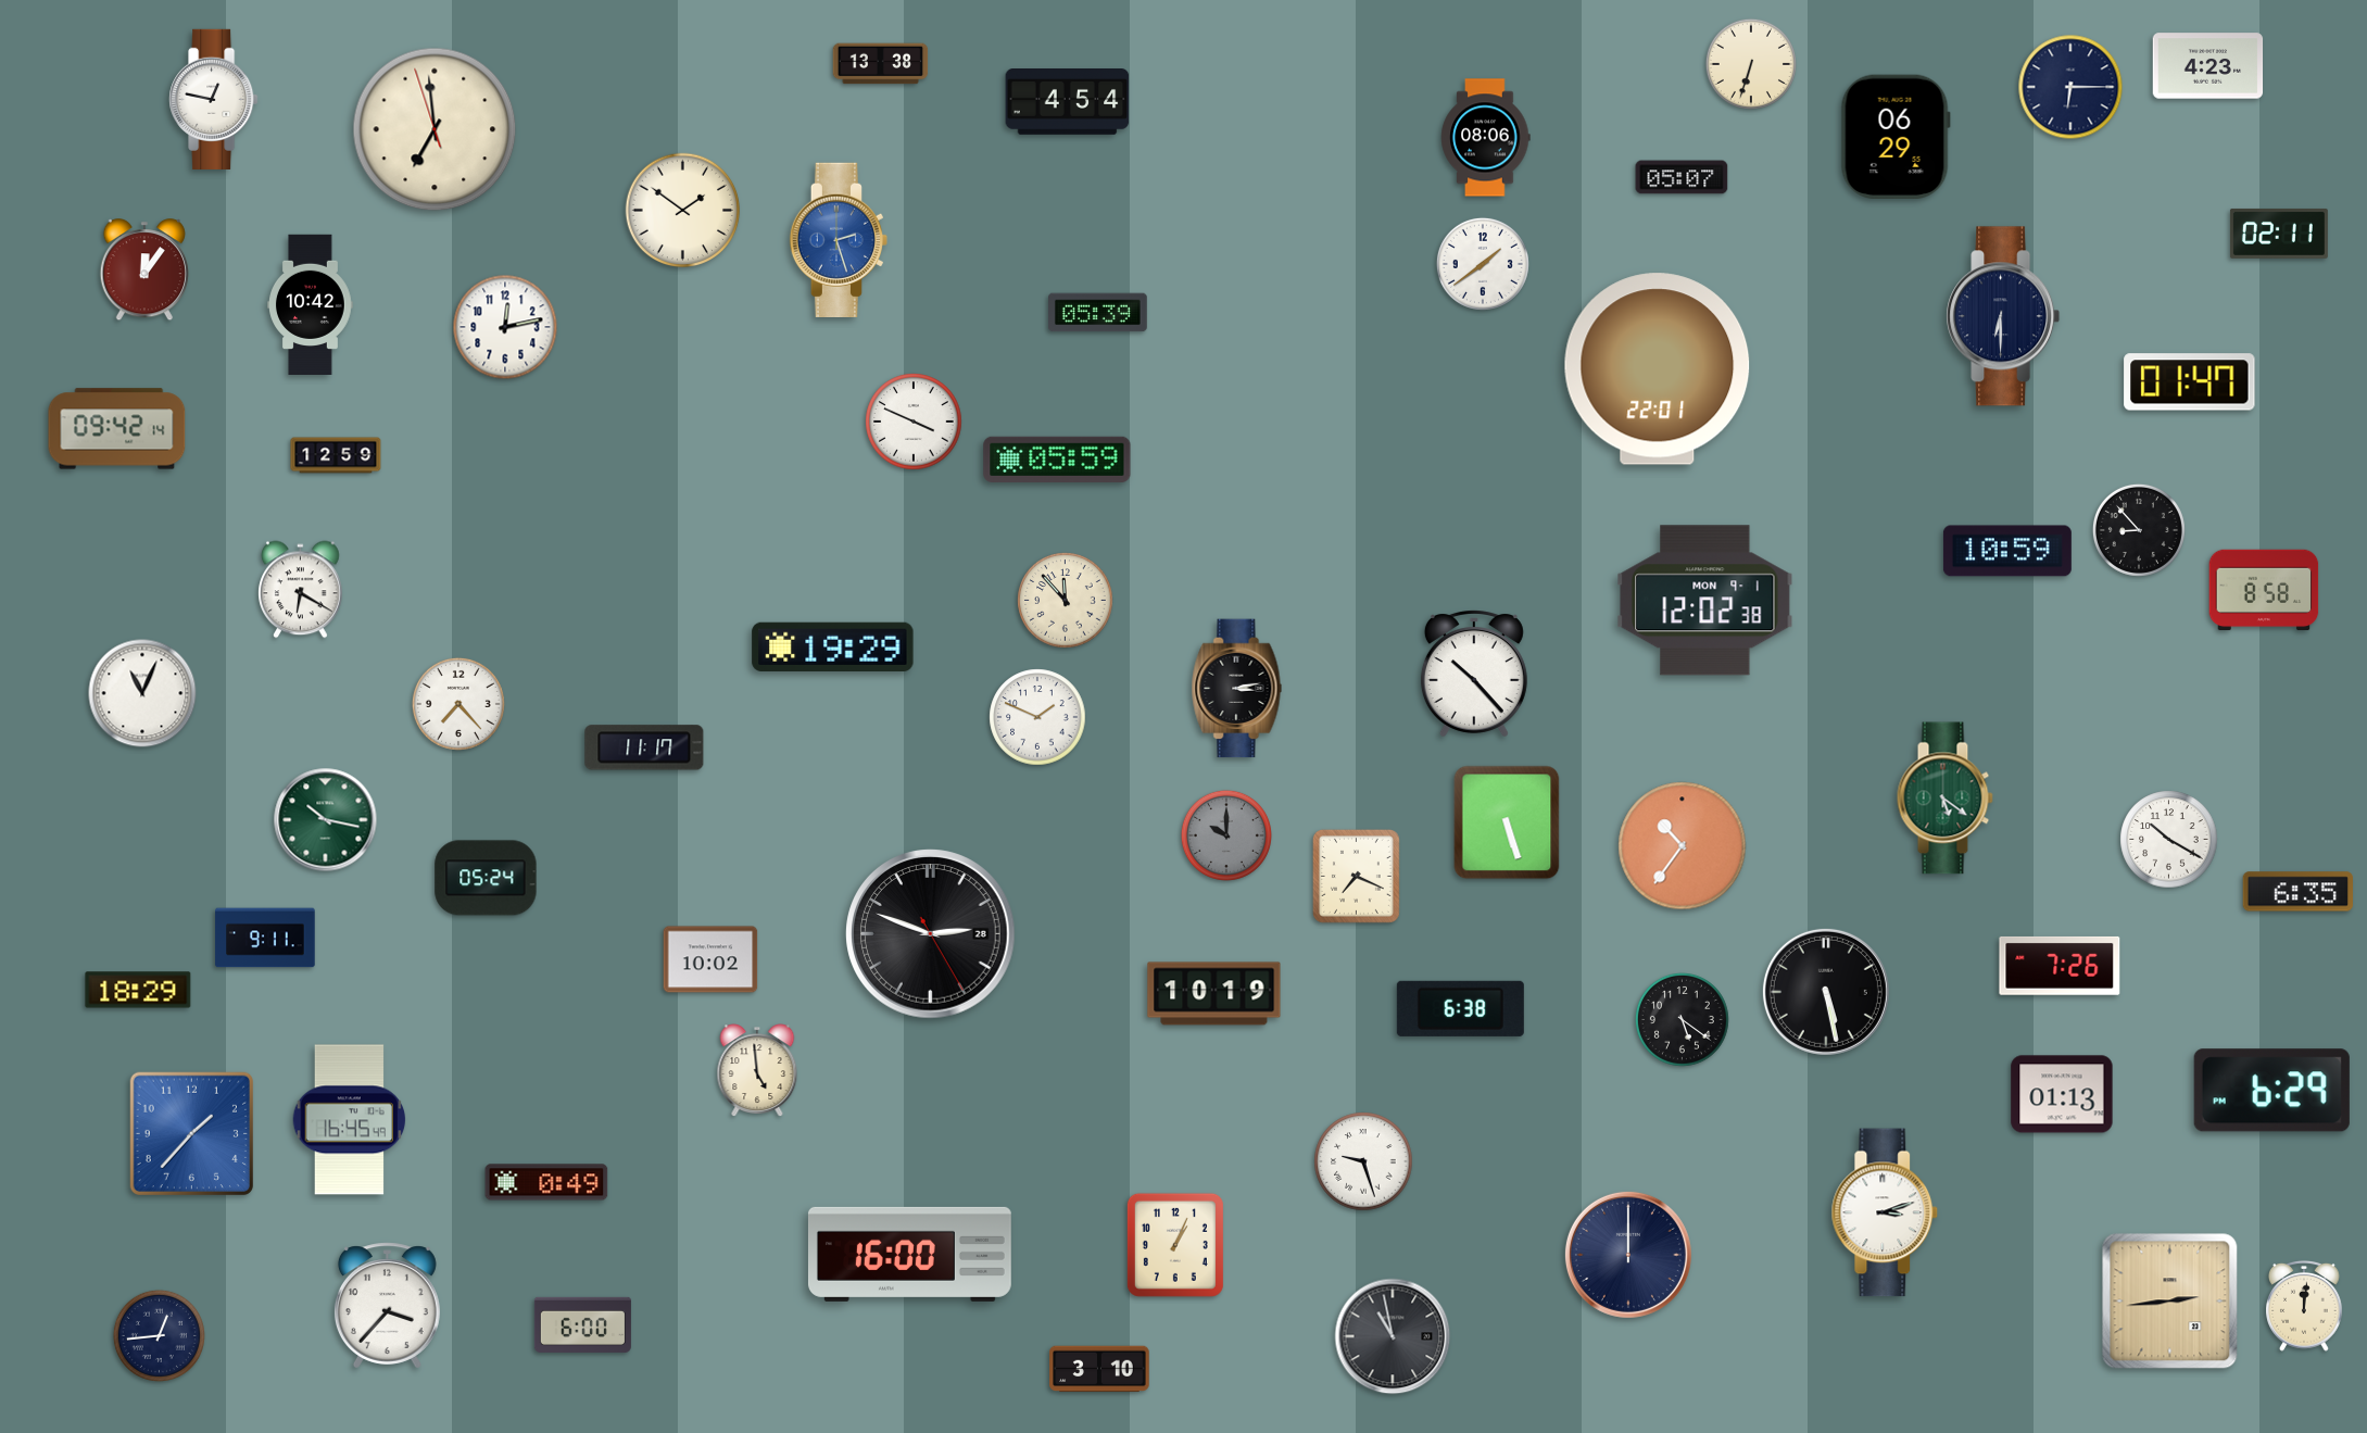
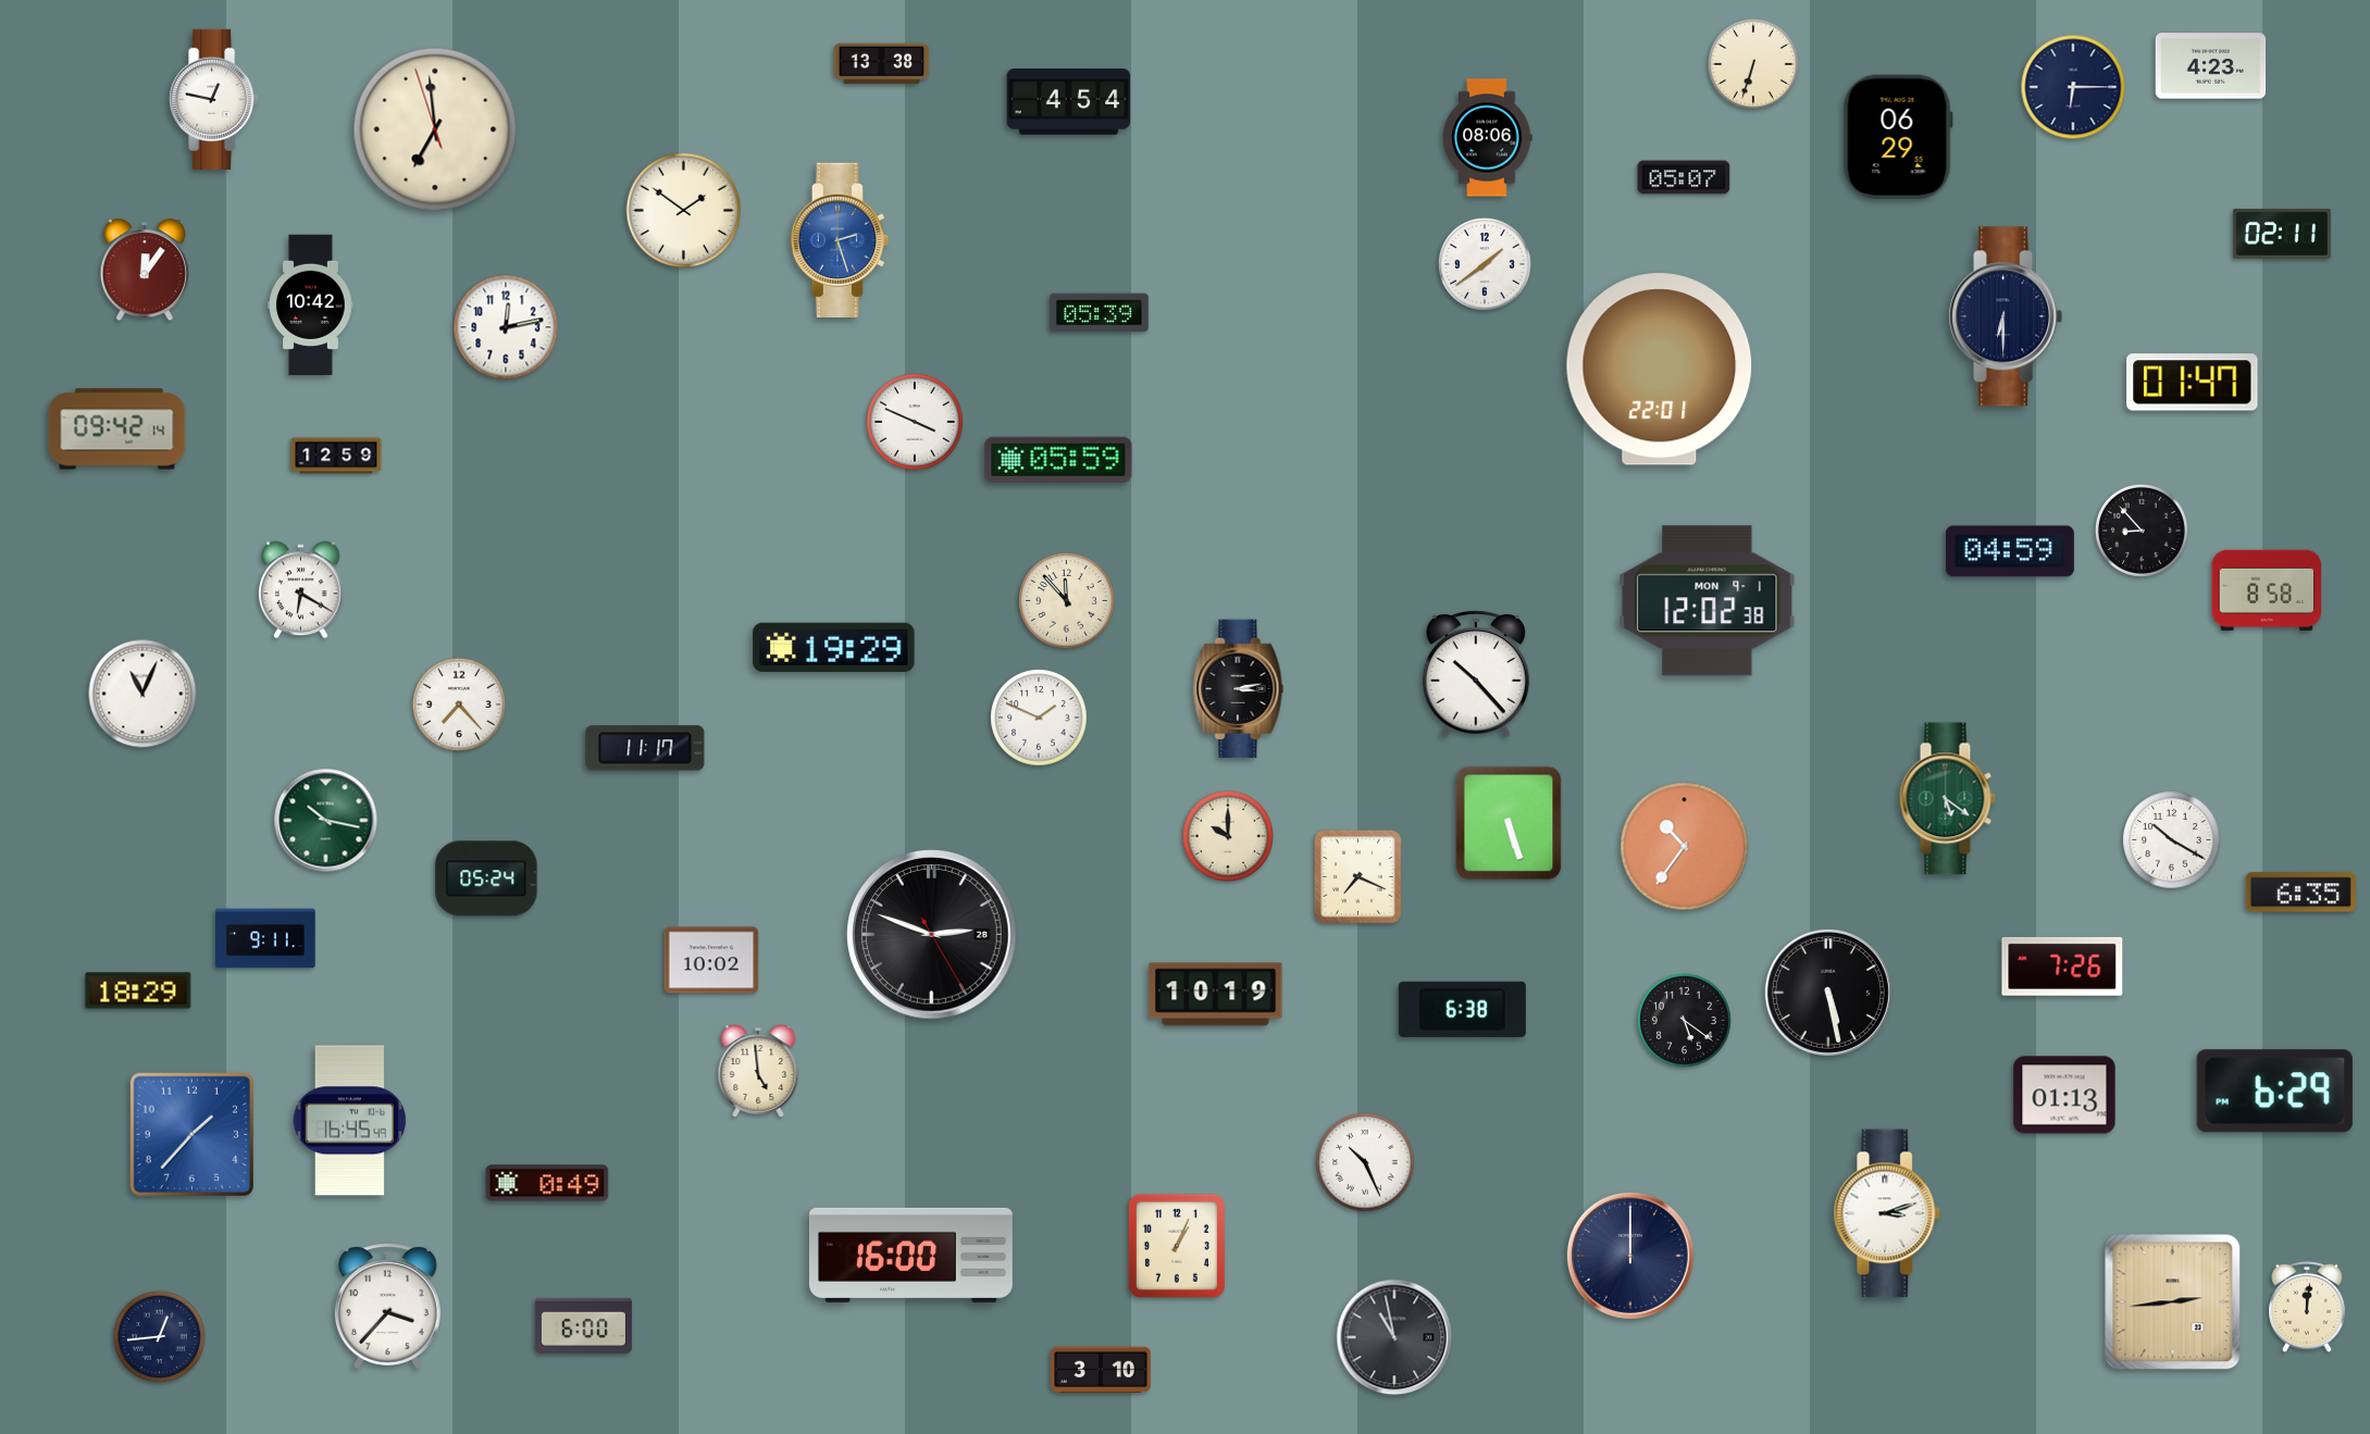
clock at (2007, 551): 10:59 -> 04:59
clock at (1226, 835) dial: grey -> cream
clock at (1363, 1161): 9:27 -> 10:26
